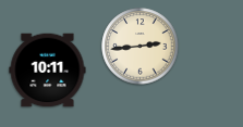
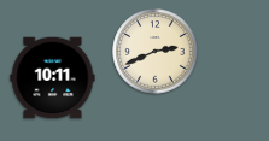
clock at (141, 47): 2:44 -> 2:41
